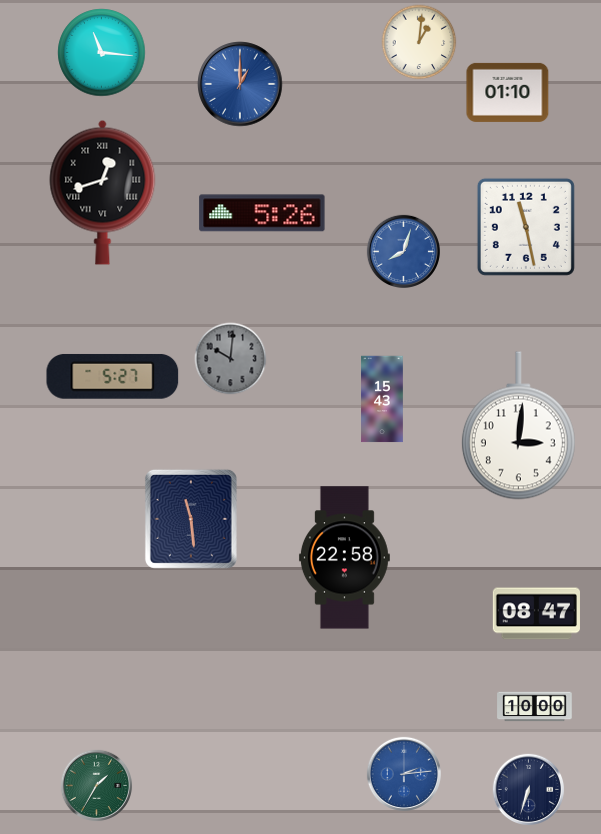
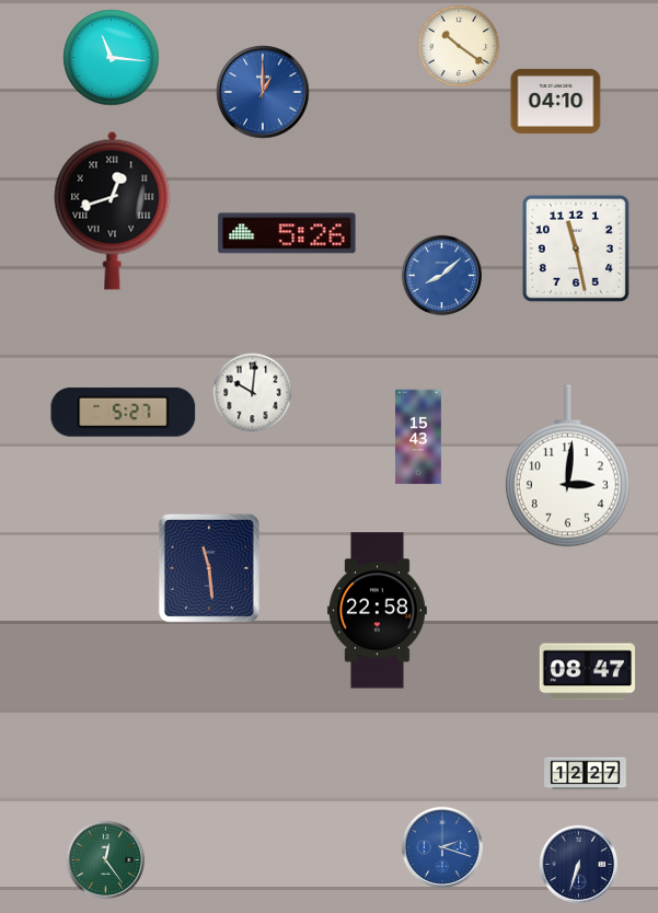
clock at (419, 42): 1:01 -> 10:21
clock at (508, 92): 01:10 -> 04:10
clock at (403, 251): 8:03 -> 8:08
clock at (231, 359) dial: grey -> white
clock at (535, 707): 10:00 -> 12:27
clock at (404, 774): 2:14 -> 2:18
clock at (97, 786): 1:35 -> 12:24
